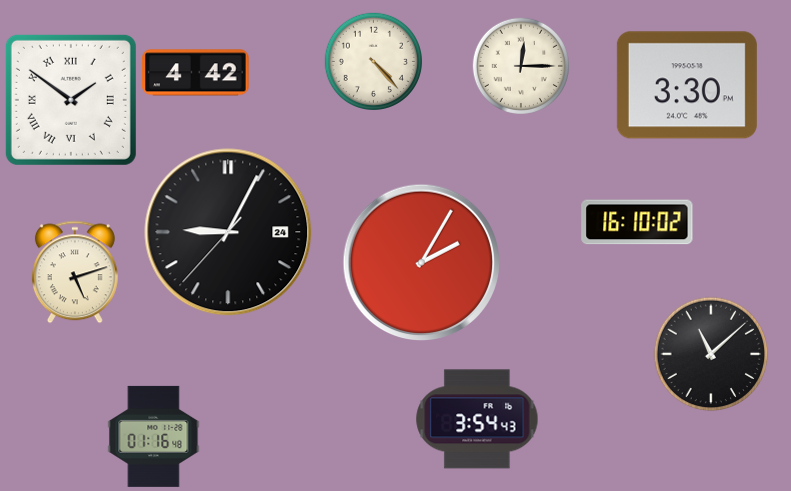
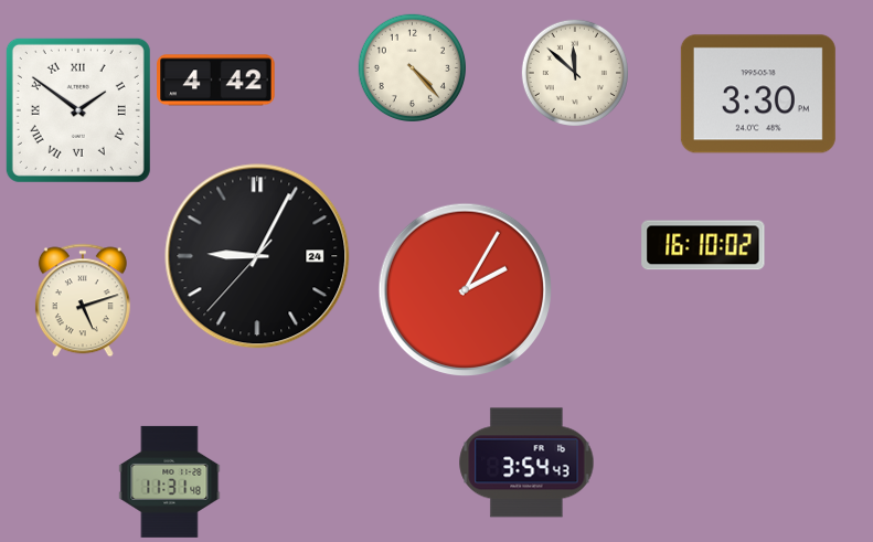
clock at (521, 66): 12:15 -> 11:52
clock at (228, 232) position: (228, 232) -> (257, 256)
clock at (711, 354): 11:08 -> none
clock at (154, 436): 01:16 -> 11:31
